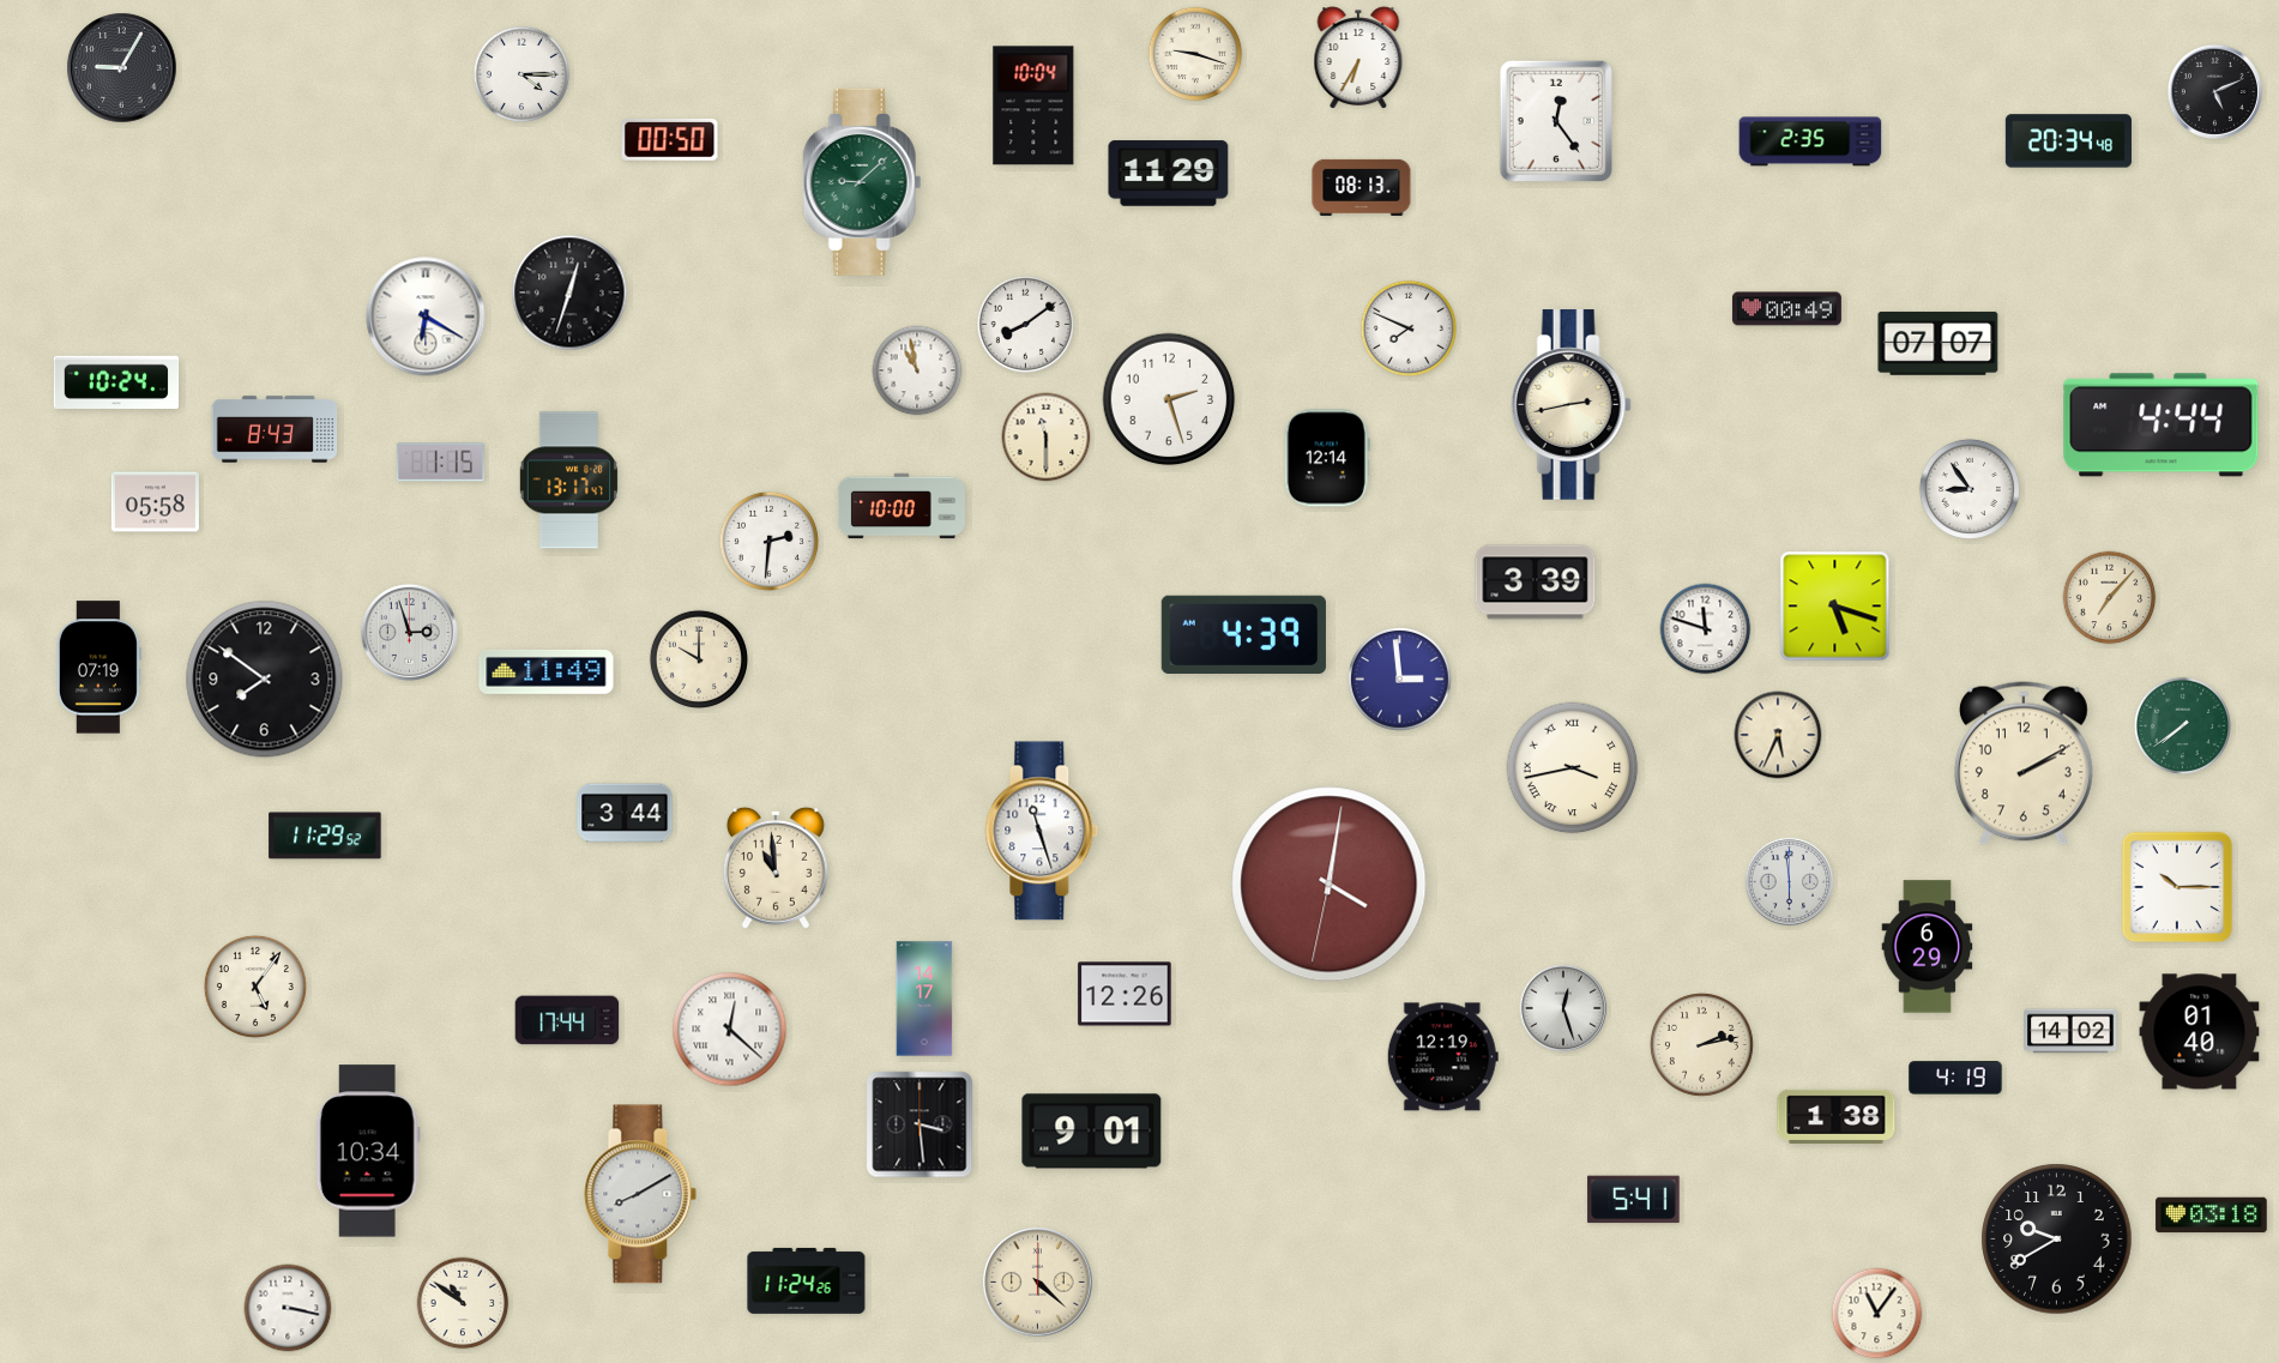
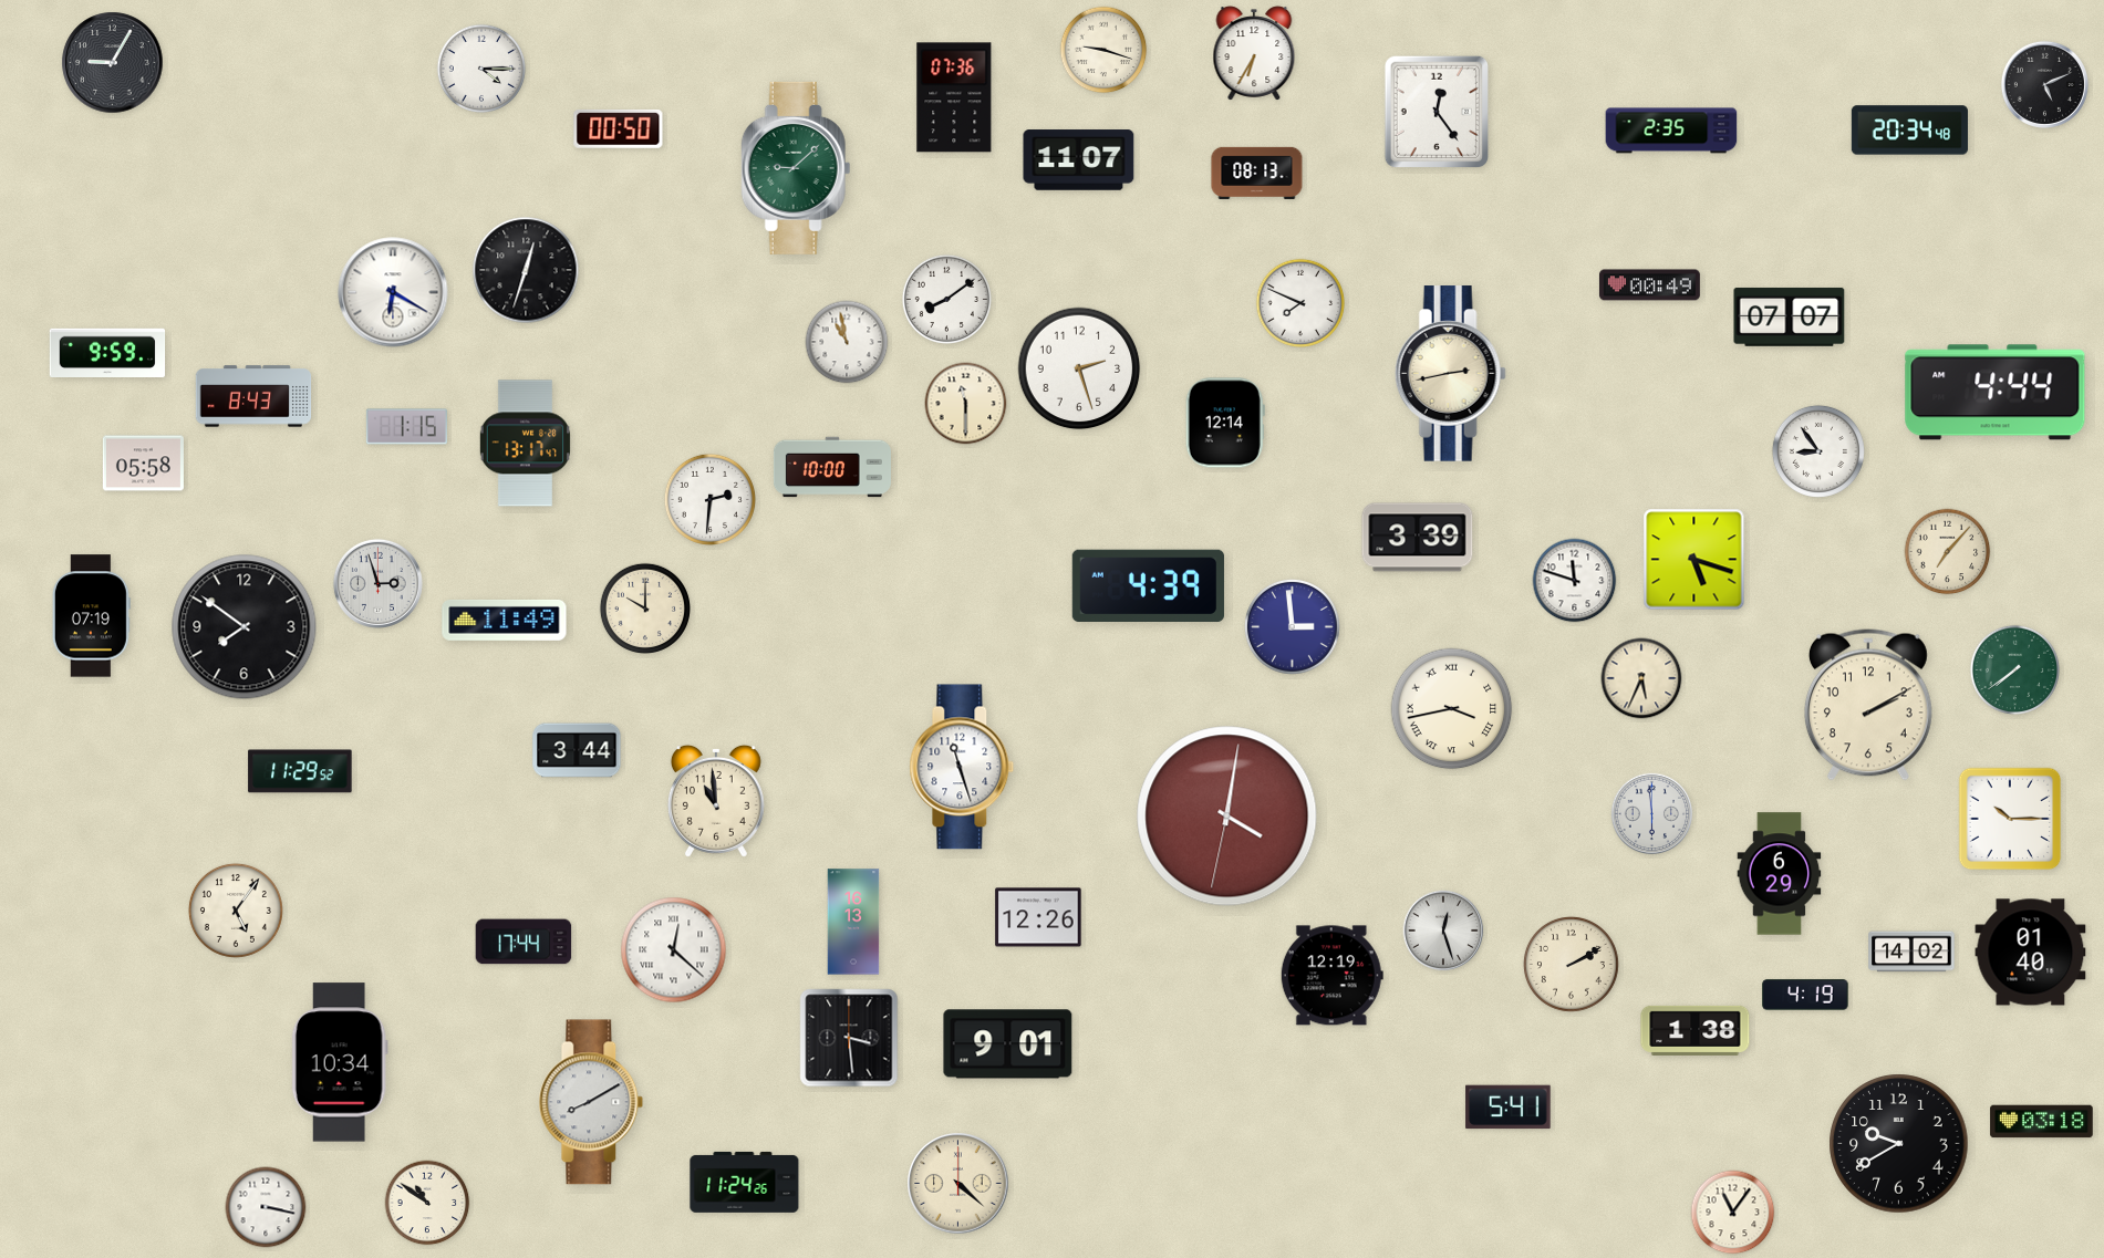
clock at (1033, 105): 10:04 -> 07:36
clock at (1169, 174): 11:29 -> 11:07
clock at (116, 382): 10:24 -> 9:59
clock at (924, 999): 14:17 -> 16:13
clock at (1701, 1044): 2:13 -> 2:10
